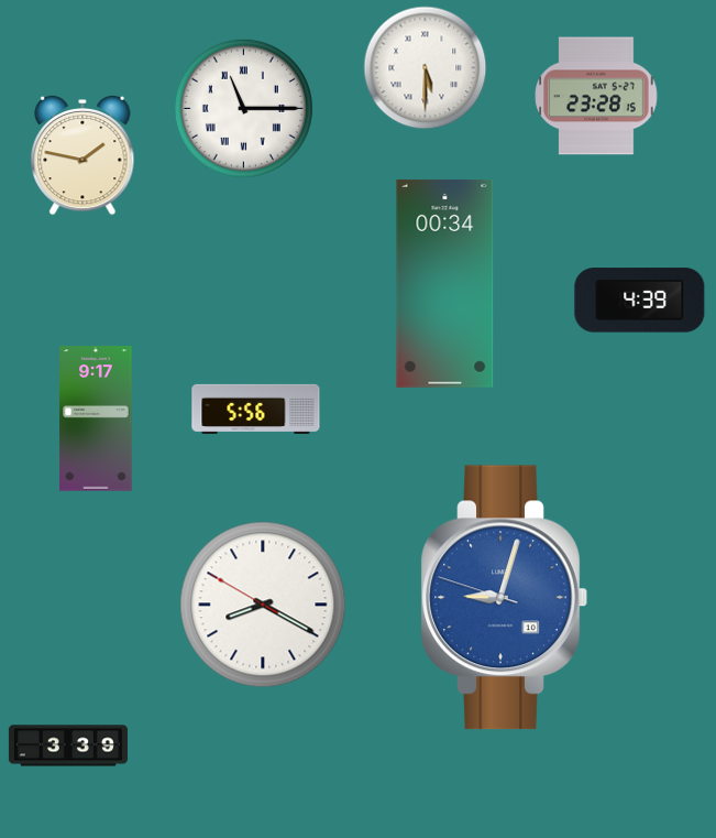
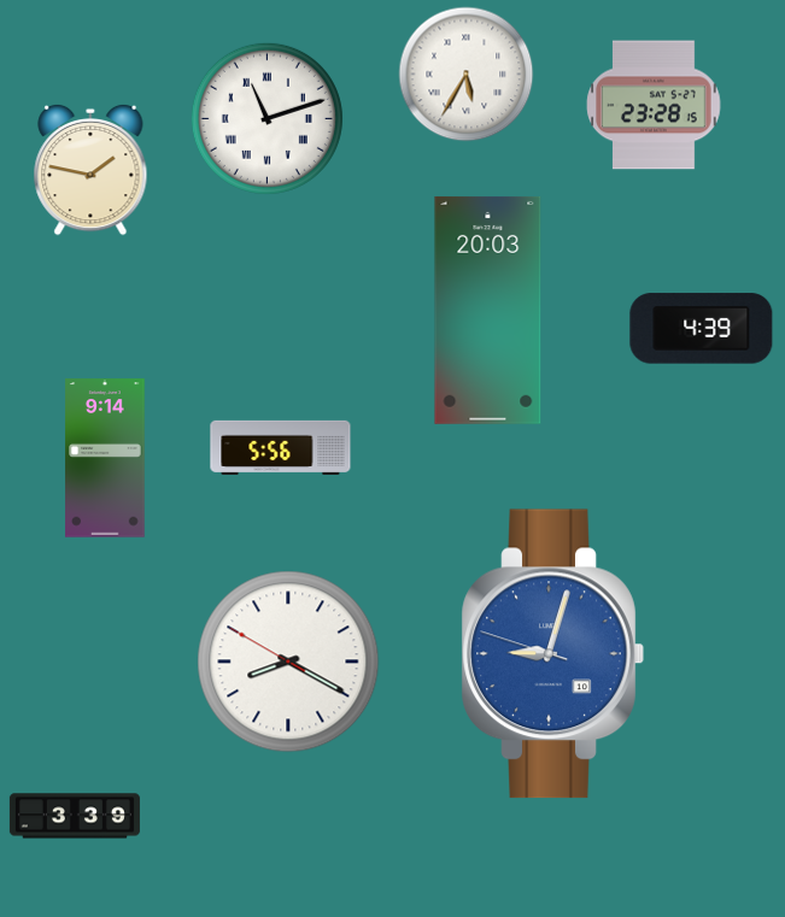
clock at (426, 68): 5:30 -> 5:35
clock at (243, 108): 11:15 -> 11:12
clock at (445, 283): 00:34 -> 20:03
clock at (96, 418): 9:17 -> 9:14
